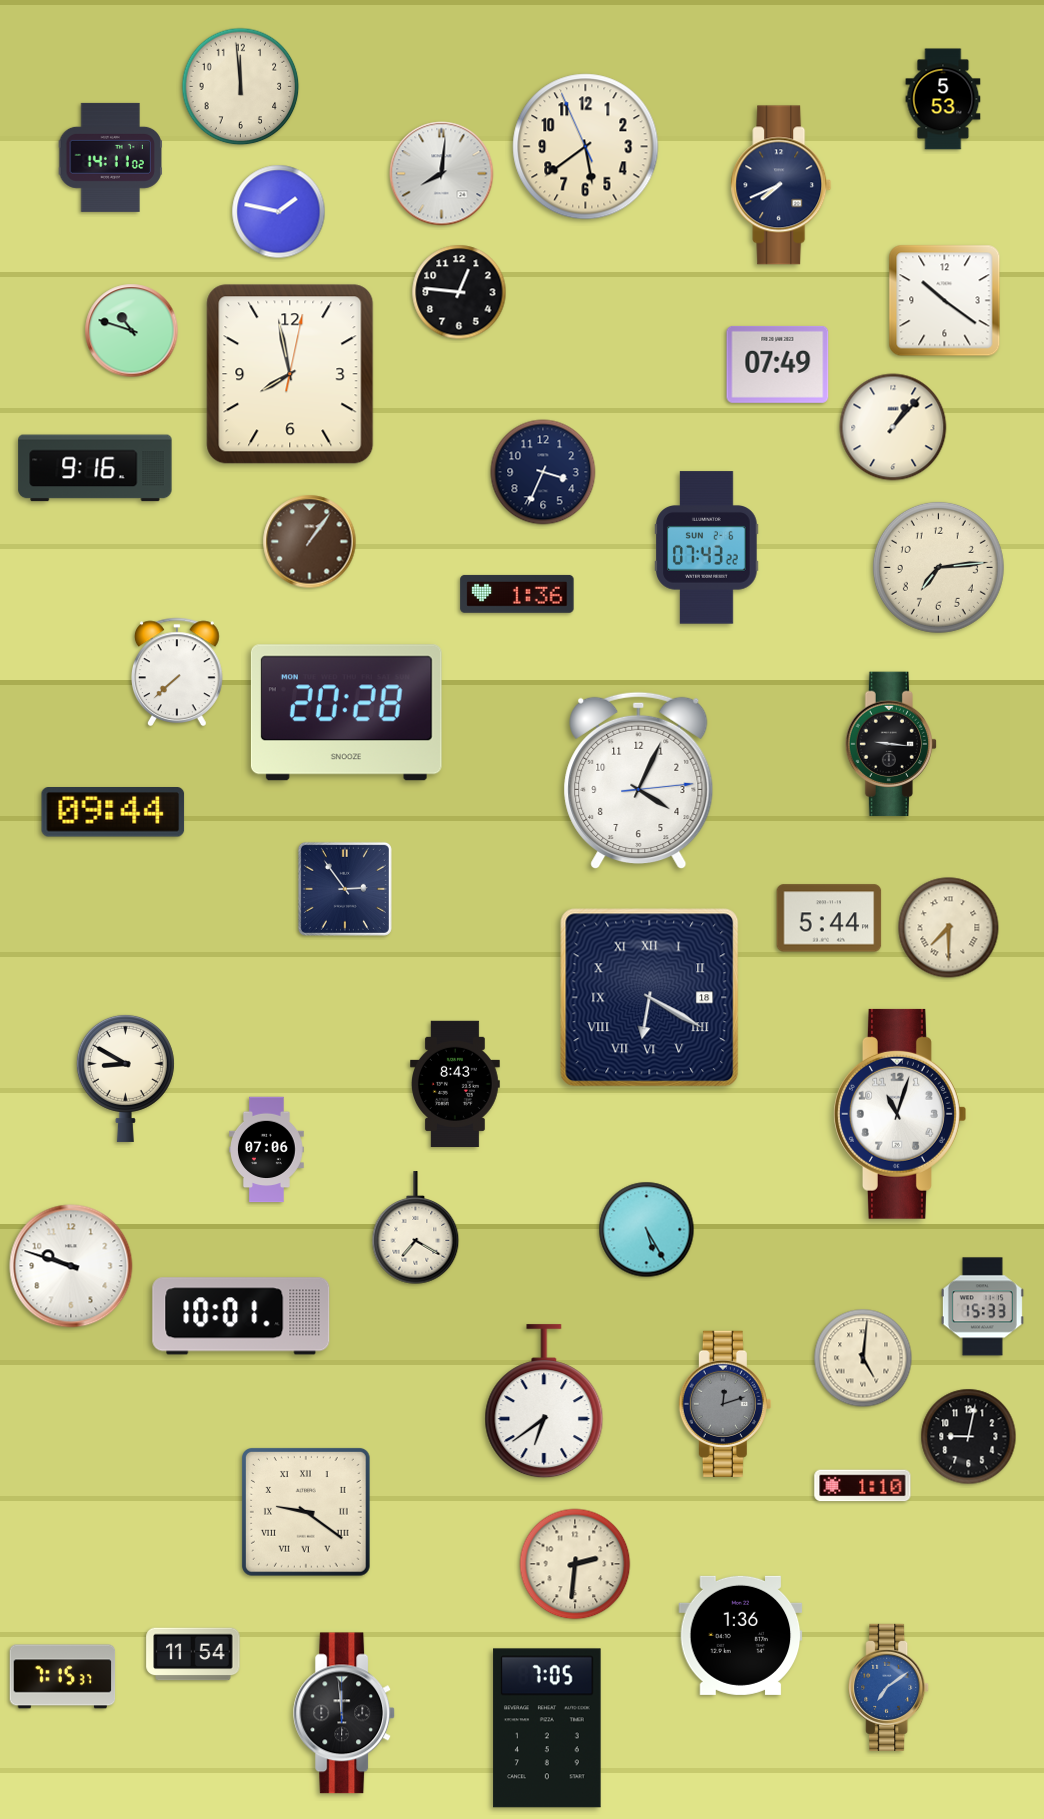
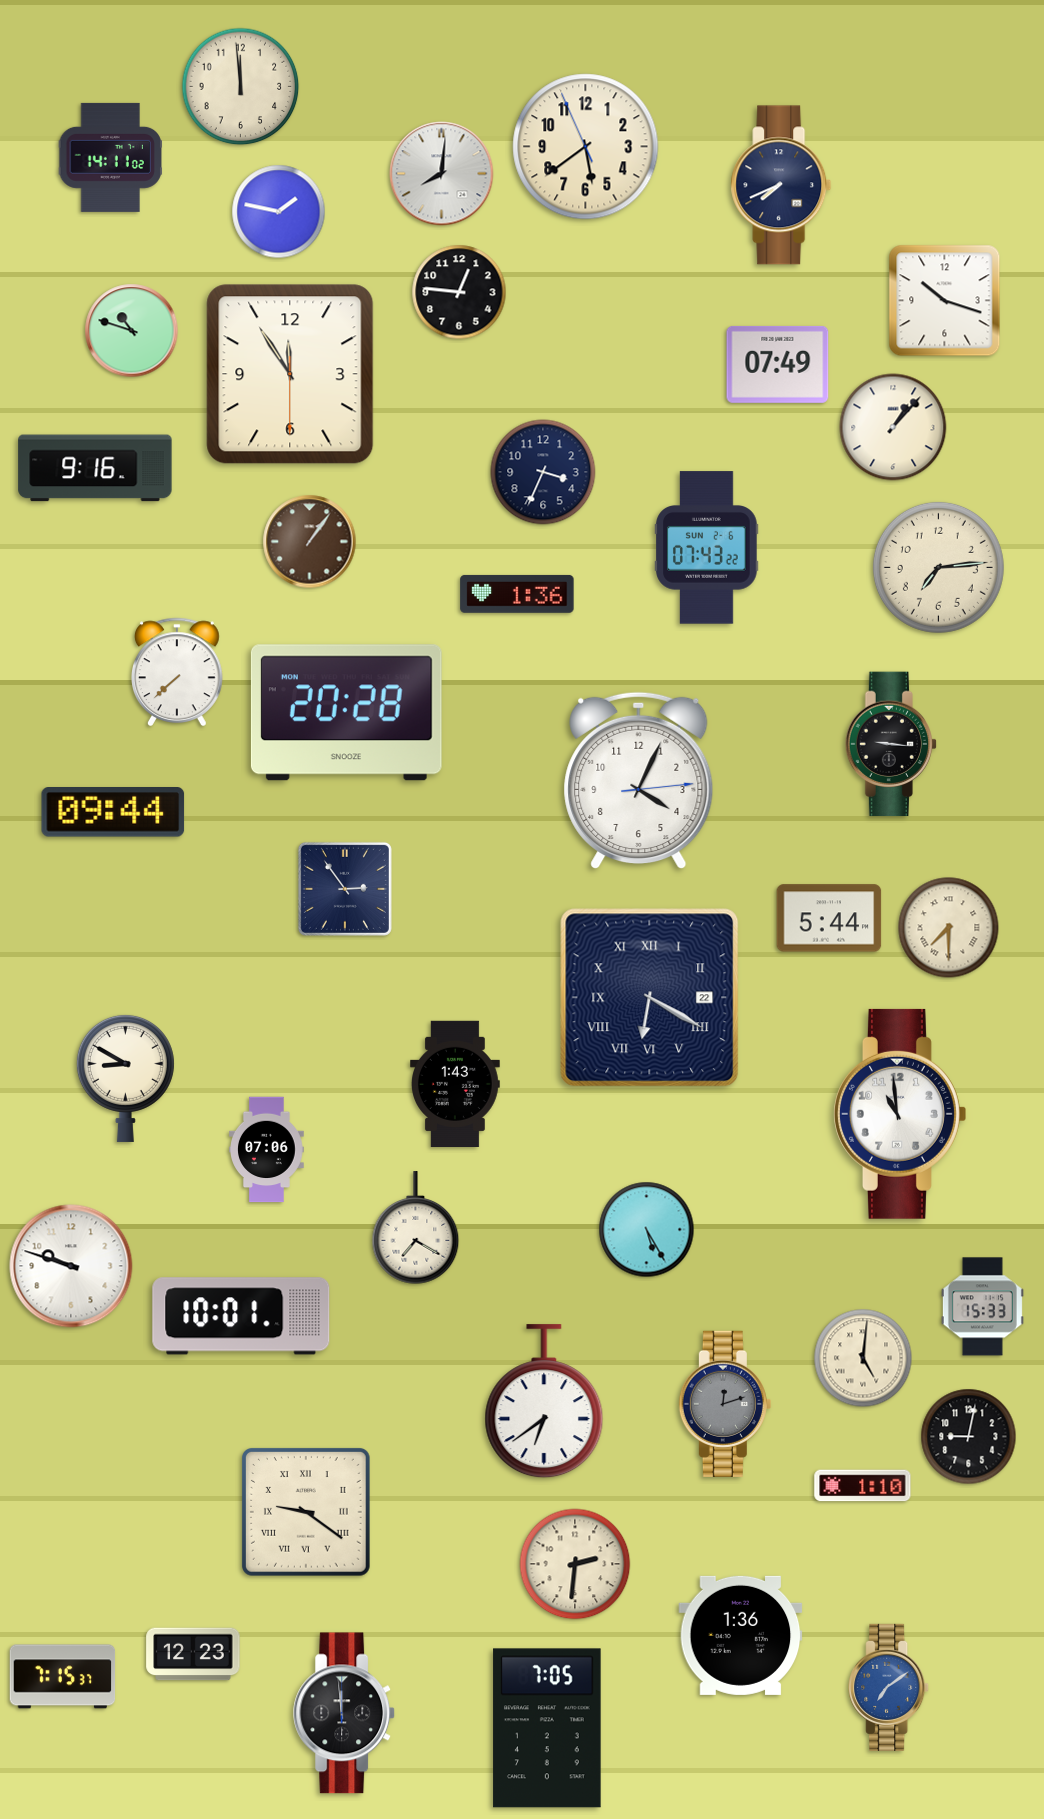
clock at (943, 99): 5:53 -> none
clock at (945, 301): 10:21 -> 10:18
clock at (290, 374): 7:58 -> 11:54
clock at (650, 998) date: 18 -> 22
clock at (456, 1083): 8:43 -> 1:43
clock at (900, 1114): 11:03 -> 10:59
clock at (193, 1654): 11:54 -> 12:23
